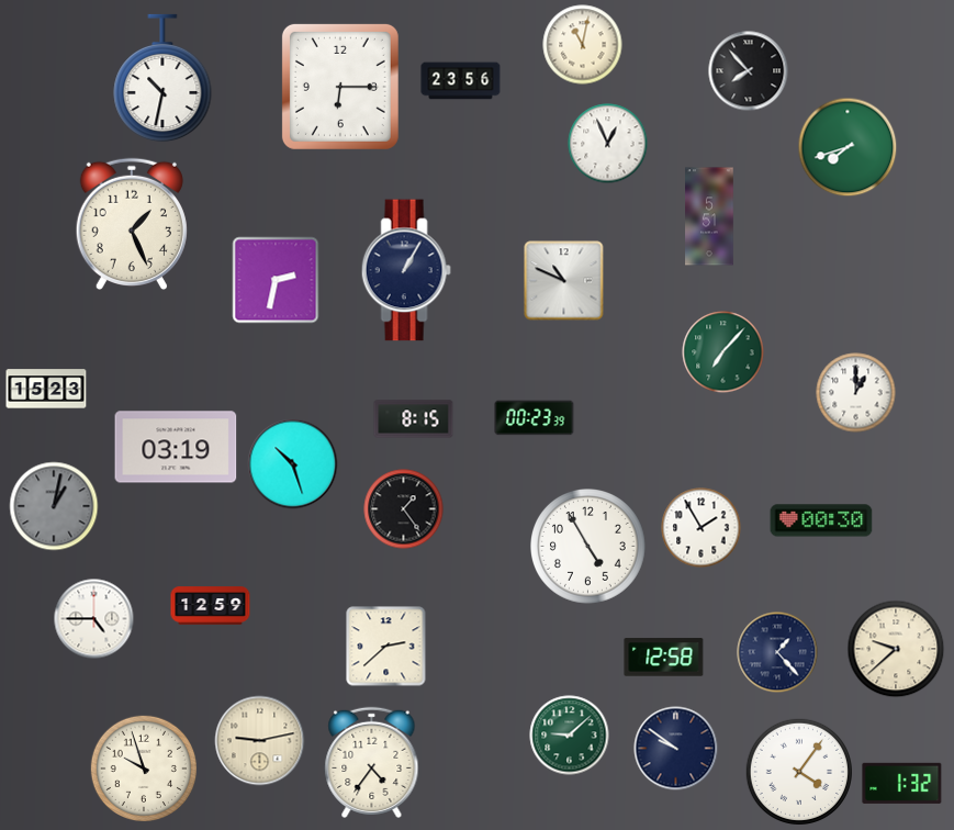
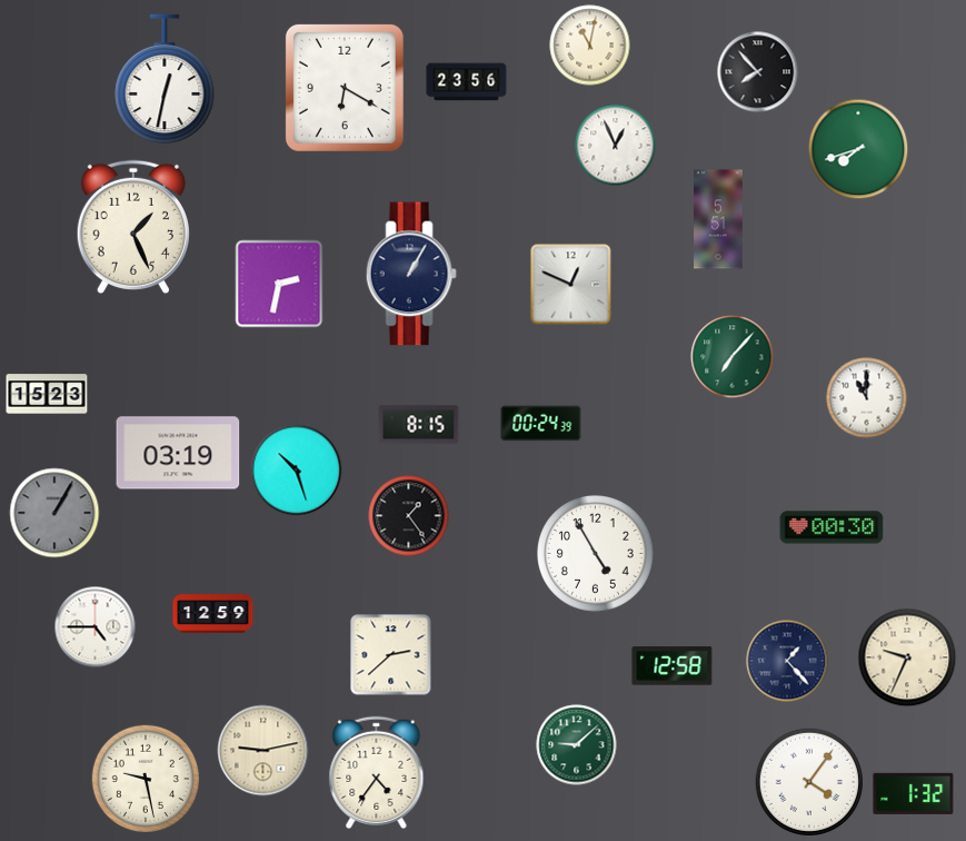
clock at (162, 78): 10:32 -> 12:32
clock at (340, 87): 6:15 -> 6:20
clock at (564, 281): 10:49 -> 12:49
clock at (856, 393): 1:00 -> 11:00
clock at (535, 418): 00:23 -> 00:24
clock at (54, 506): 1:02 -> 1:05
clock at (702, 528): 1:55 -> none
clock at (896, 649): 9:38 -> 9:34
clock at (676, 749): 9:51 -> none
clock at (143, 767): 9:57 -> 9:28
